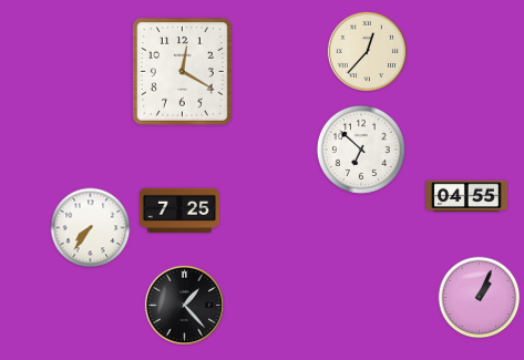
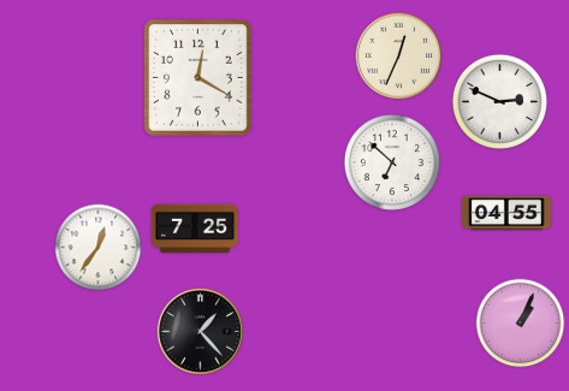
clock at (367, 51): 12:37 -> 12:34
clock at (499, 101): none -> 2:49
clock at (91, 228): 7:36 -> 12:36
